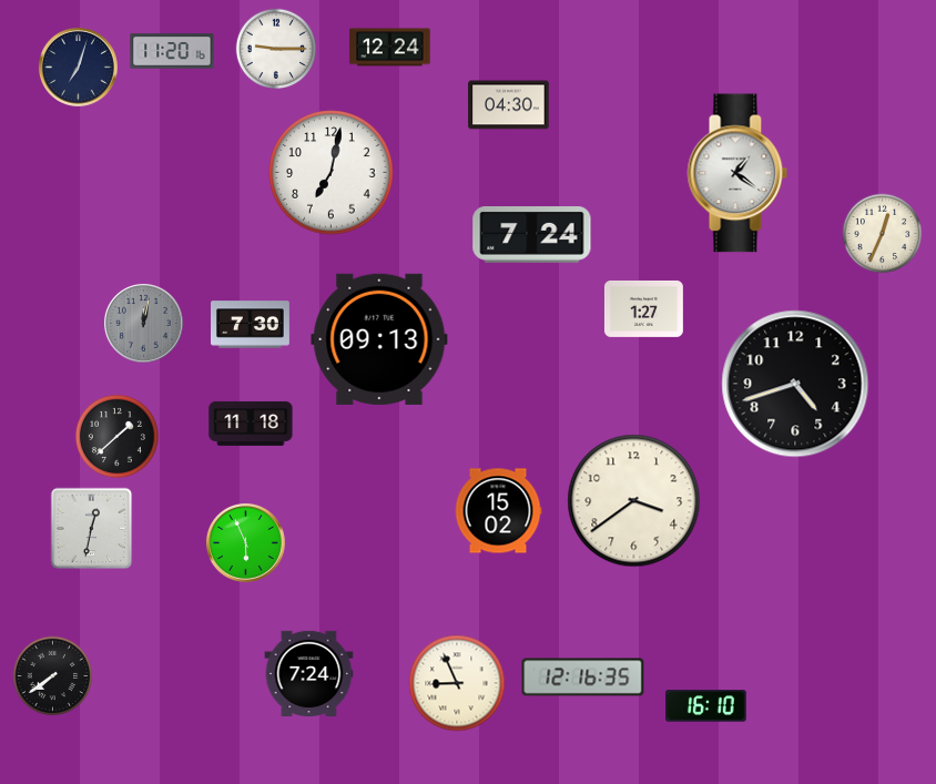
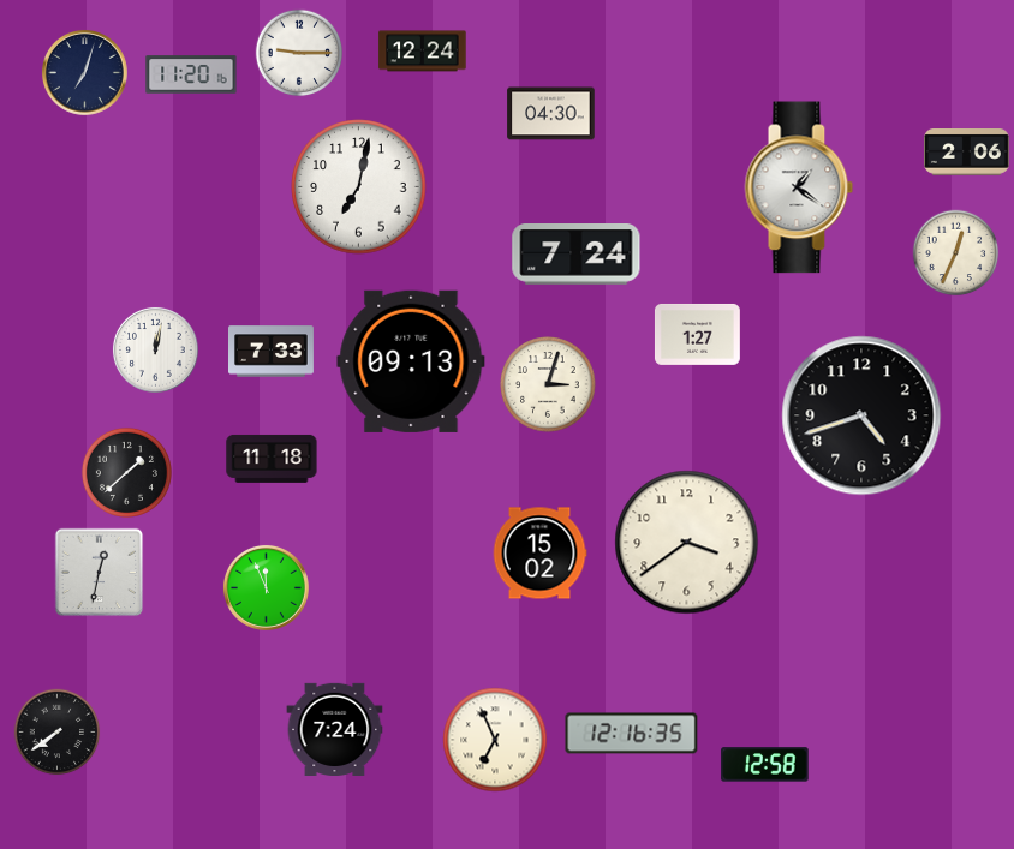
clock at (172, 51) position: (172, 51) -> (191, 74)
clock at (967, 153): none -> 2:06
clock at (143, 323) dial: grey -> white
clock at (251, 325): 7:30 -> 7:33
clock at (379, 339) position: (379, 339) -> (411, 361)
clock at (548, 384): none -> 3:03
clock at (245, 542): 5:56 -> 11:56
clock at (457, 683): 8:56 -> 6:56
clock at (706, 706): 16:10 -> 12:58
